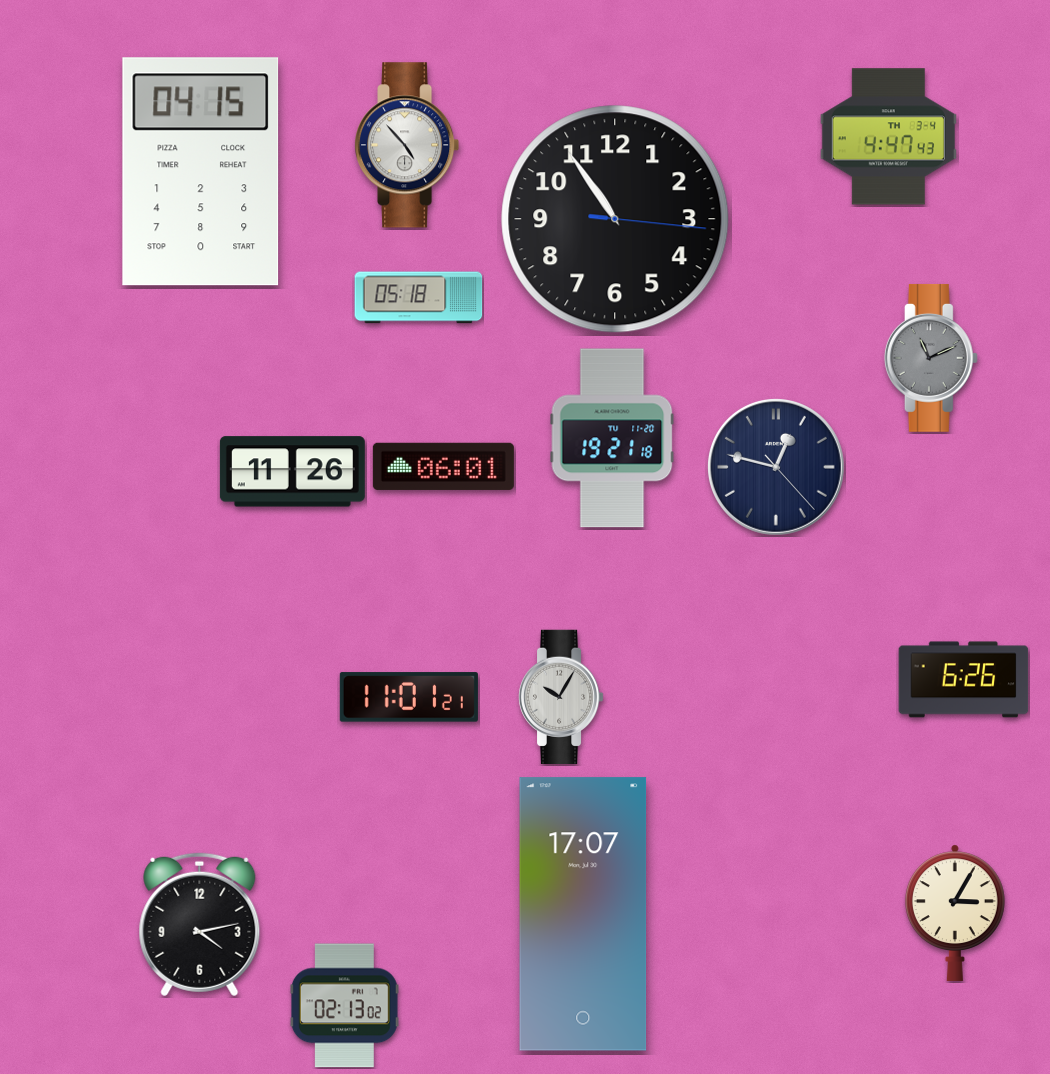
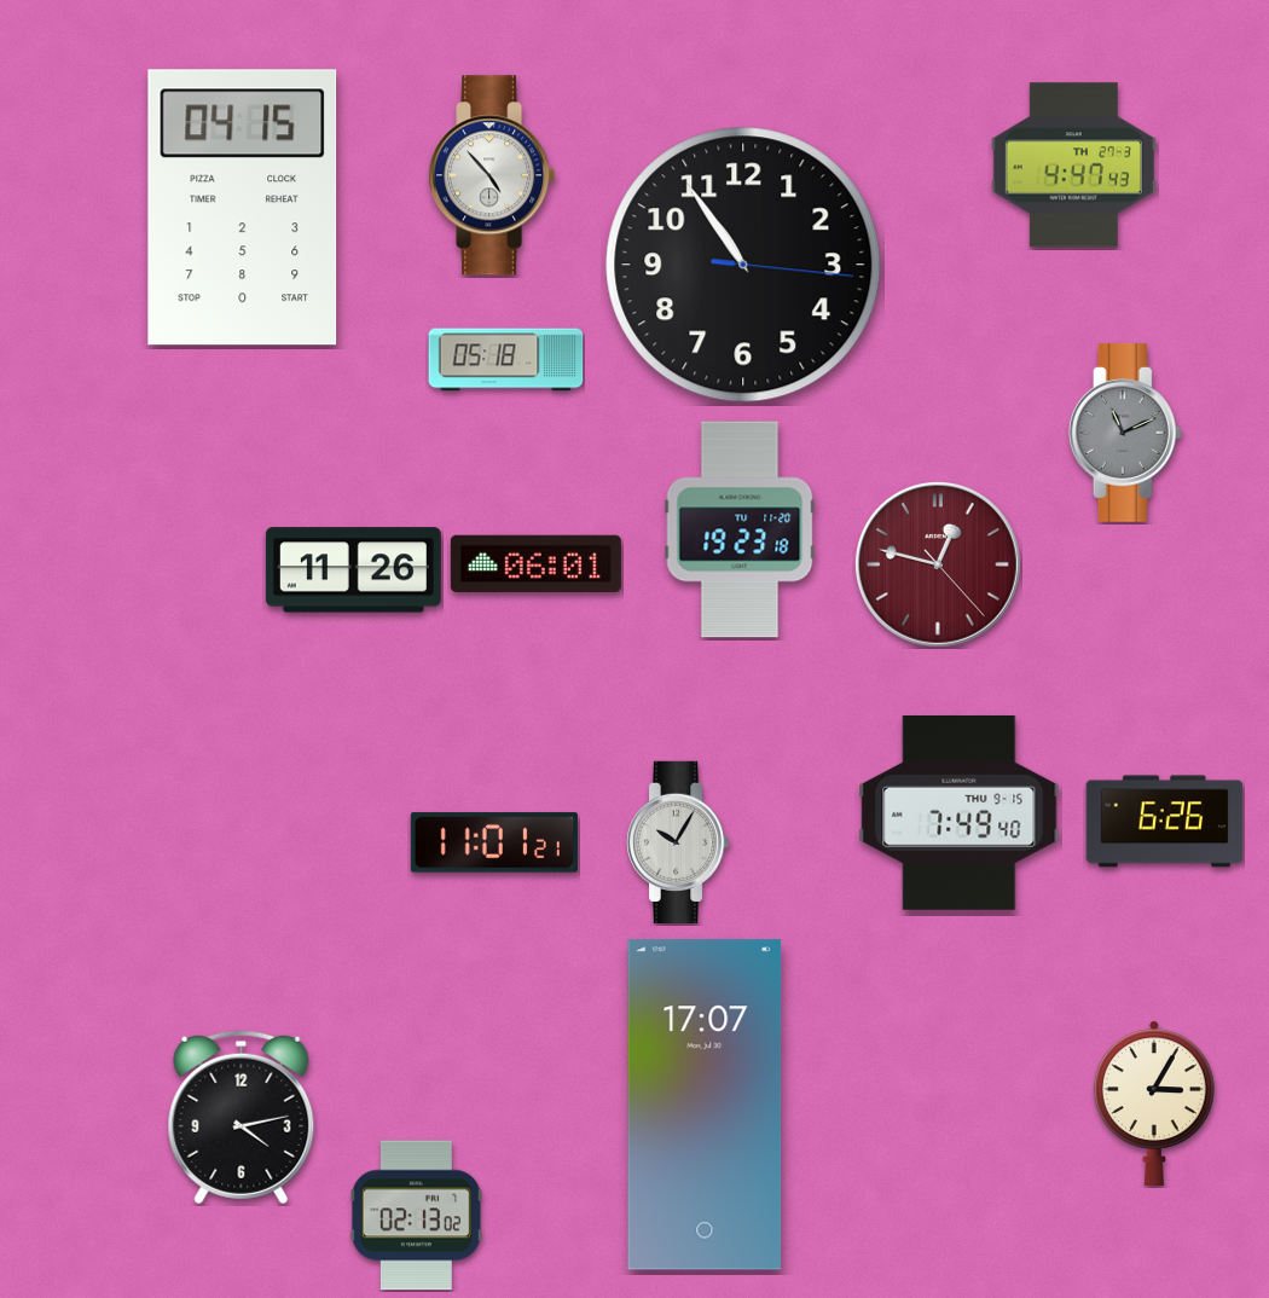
clock at (888, 137) date: TH 3-4 -> TH 27-3
clock at (612, 438): 19:21 -> 19:23
clock at (776, 467) dial: navy -> burgundy
clock at (960, 812): none -> 7:49
